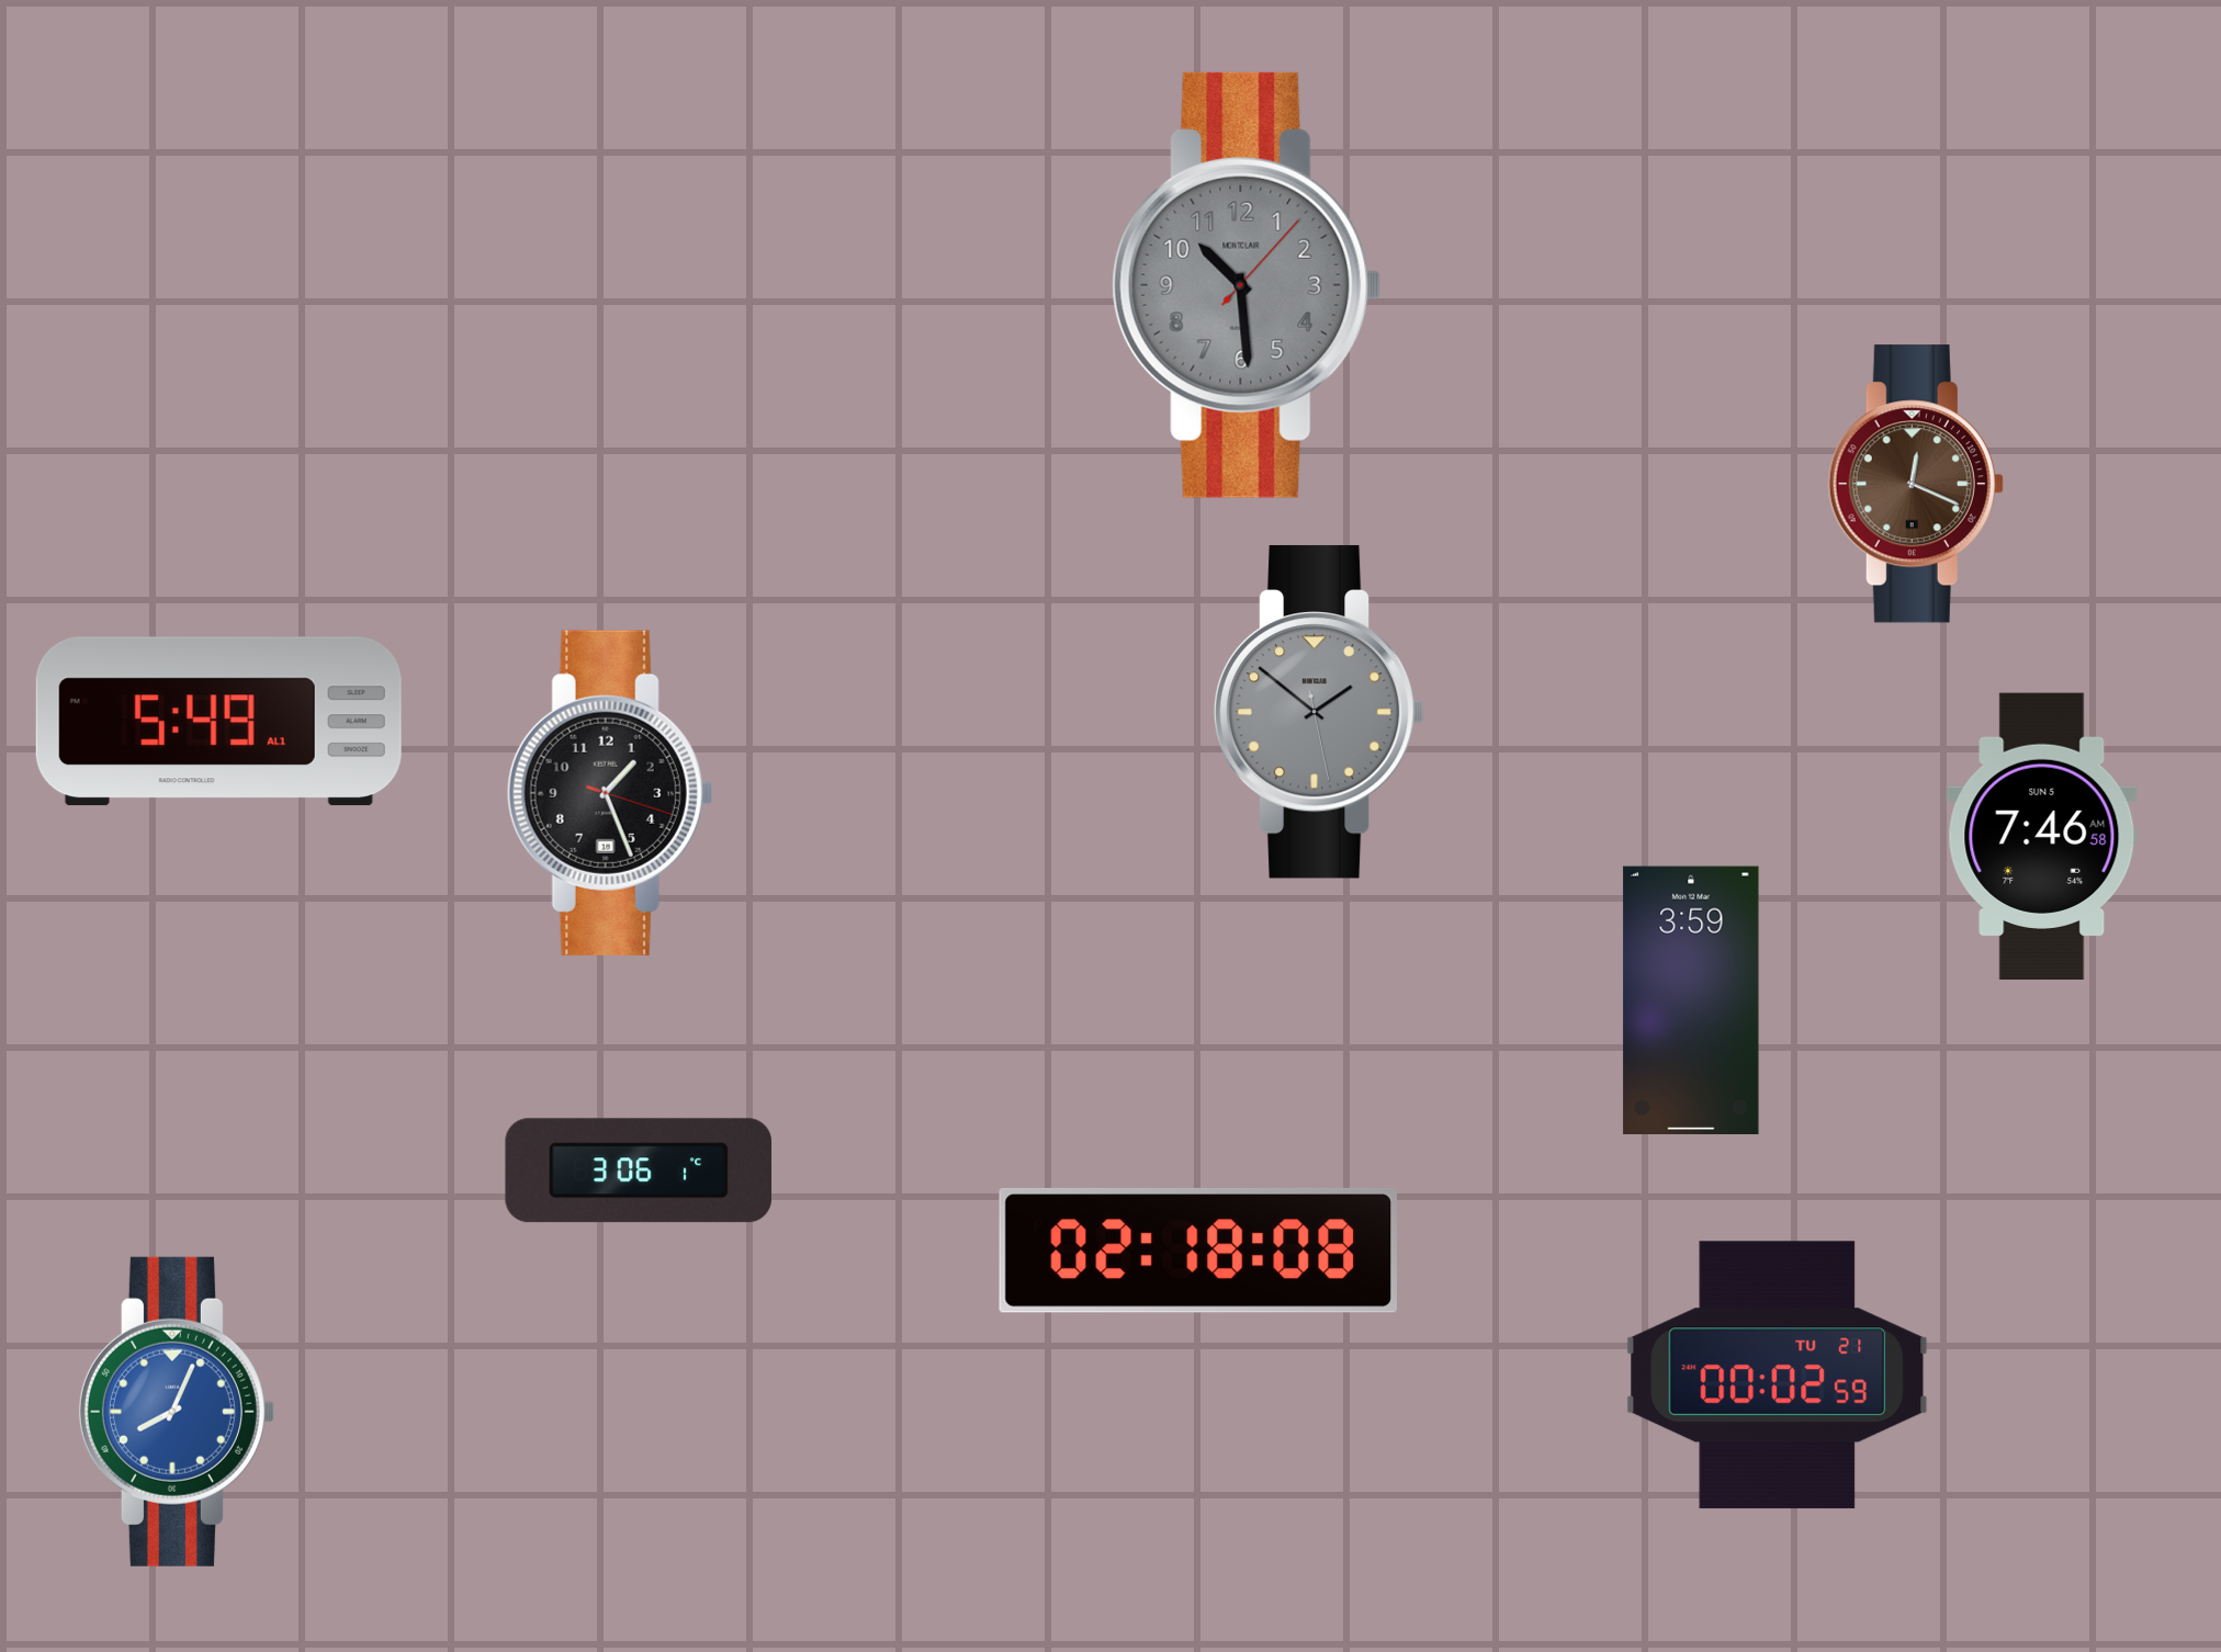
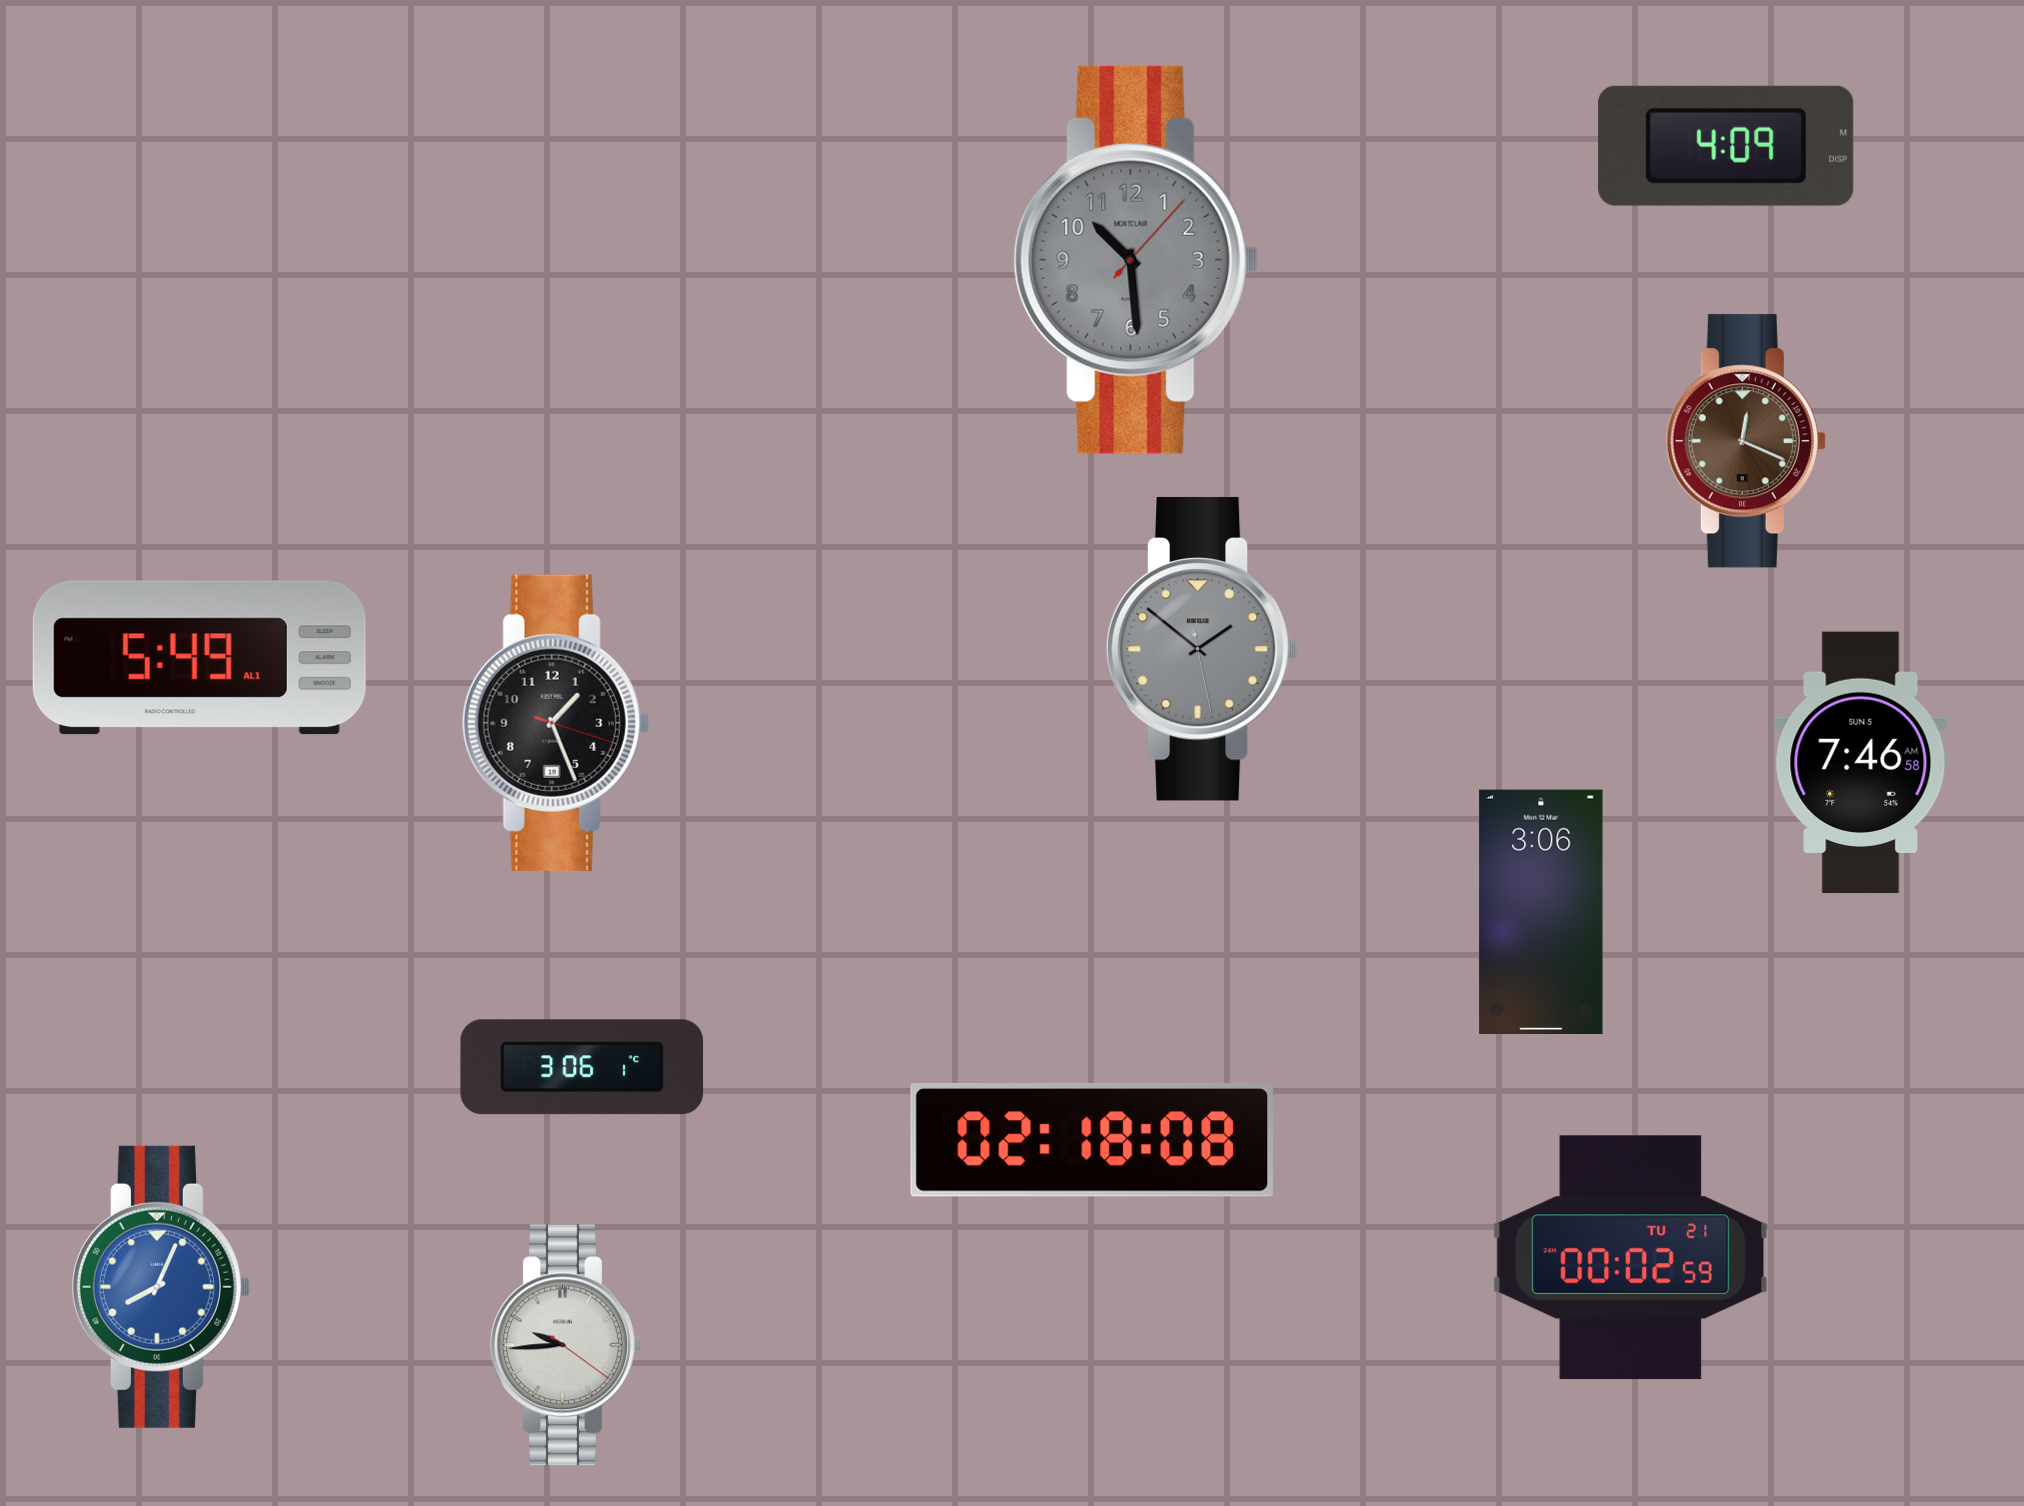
clock at (1726, 146): none -> 4:09
clock at (1691, 999): 3:59 -> 3:06
clock at (1778, 1376) position: (1778, 1376) -> (1631, 1258)
clock at (566, 1345): none -> 9:44
